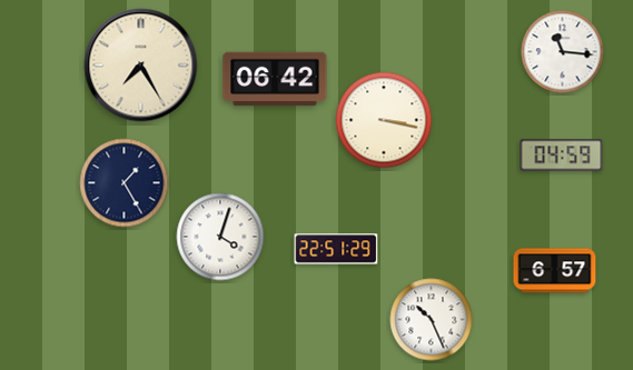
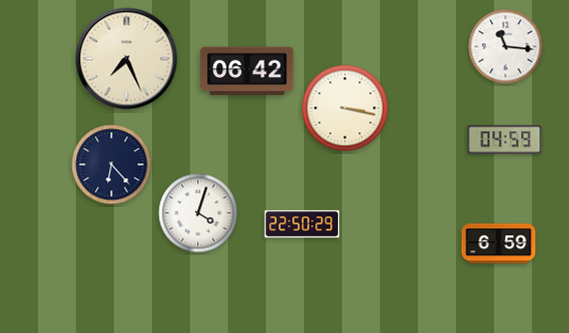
clock at (141, 66): 7:25 -> 7:26
clock at (125, 183): 1:25 -> 6:23
clock at (336, 249): 22:51 -> 22:50
clock at (555, 271): 6:57 -> 6:59
clock at (432, 320): 10:26 -> none
